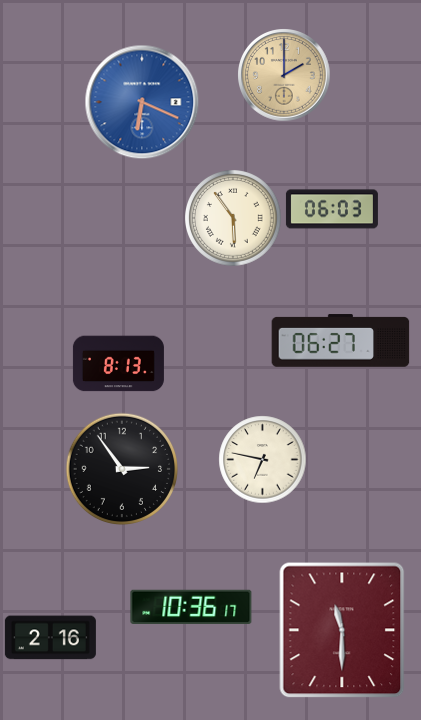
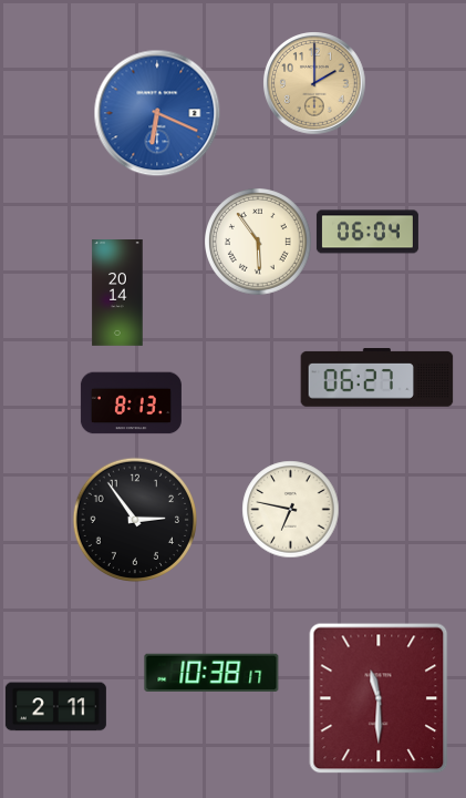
clock at (332, 209): 06:03 -> 06:04
clock at (117, 294): none -> 20:14
clock at (191, 606): 10:36 -> 10:38
clock at (50, 638): 2:16 -> 2:11
